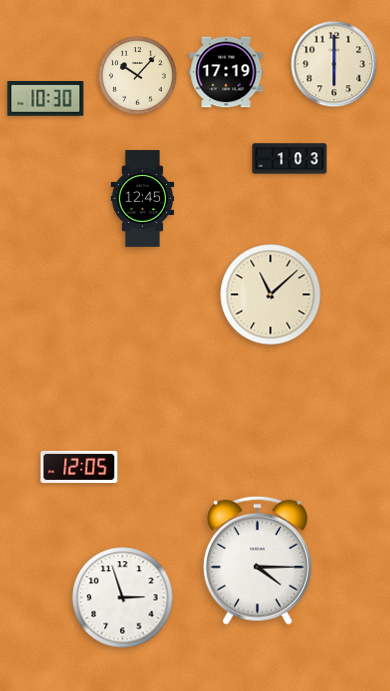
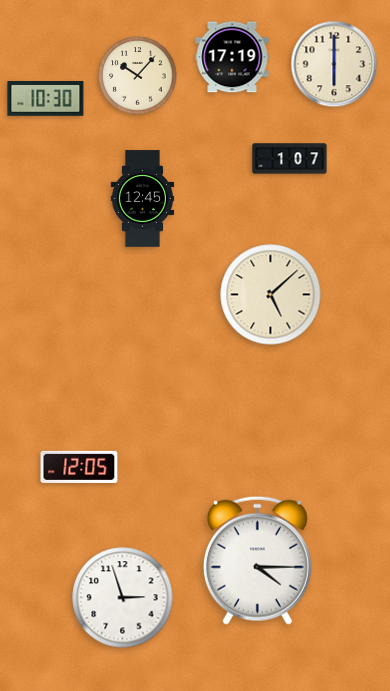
clock at (226, 72) position: (226, 72) -> (232, 57)
clock at (290, 159): 1:03 -> 1:07
clock at (271, 295): 11:08 -> 5:08
